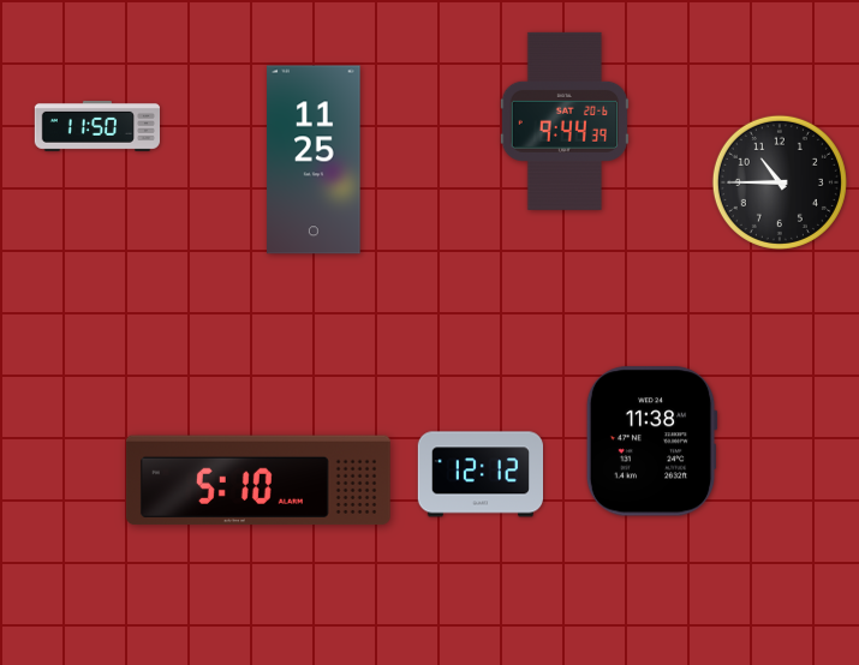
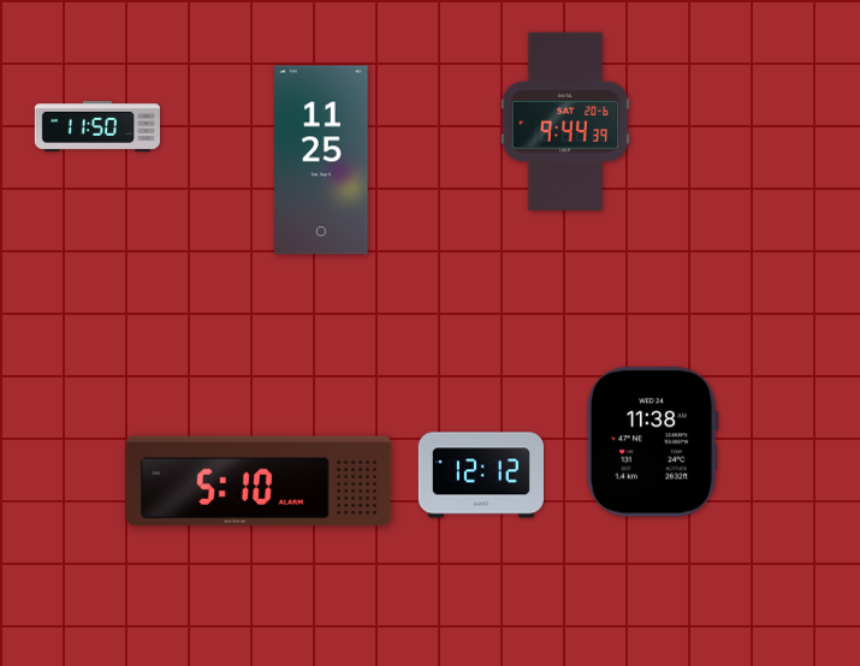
clock at (314, 160) position: (314, 160) -> (321, 160)
clock at (780, 182): 10:45 -> none
